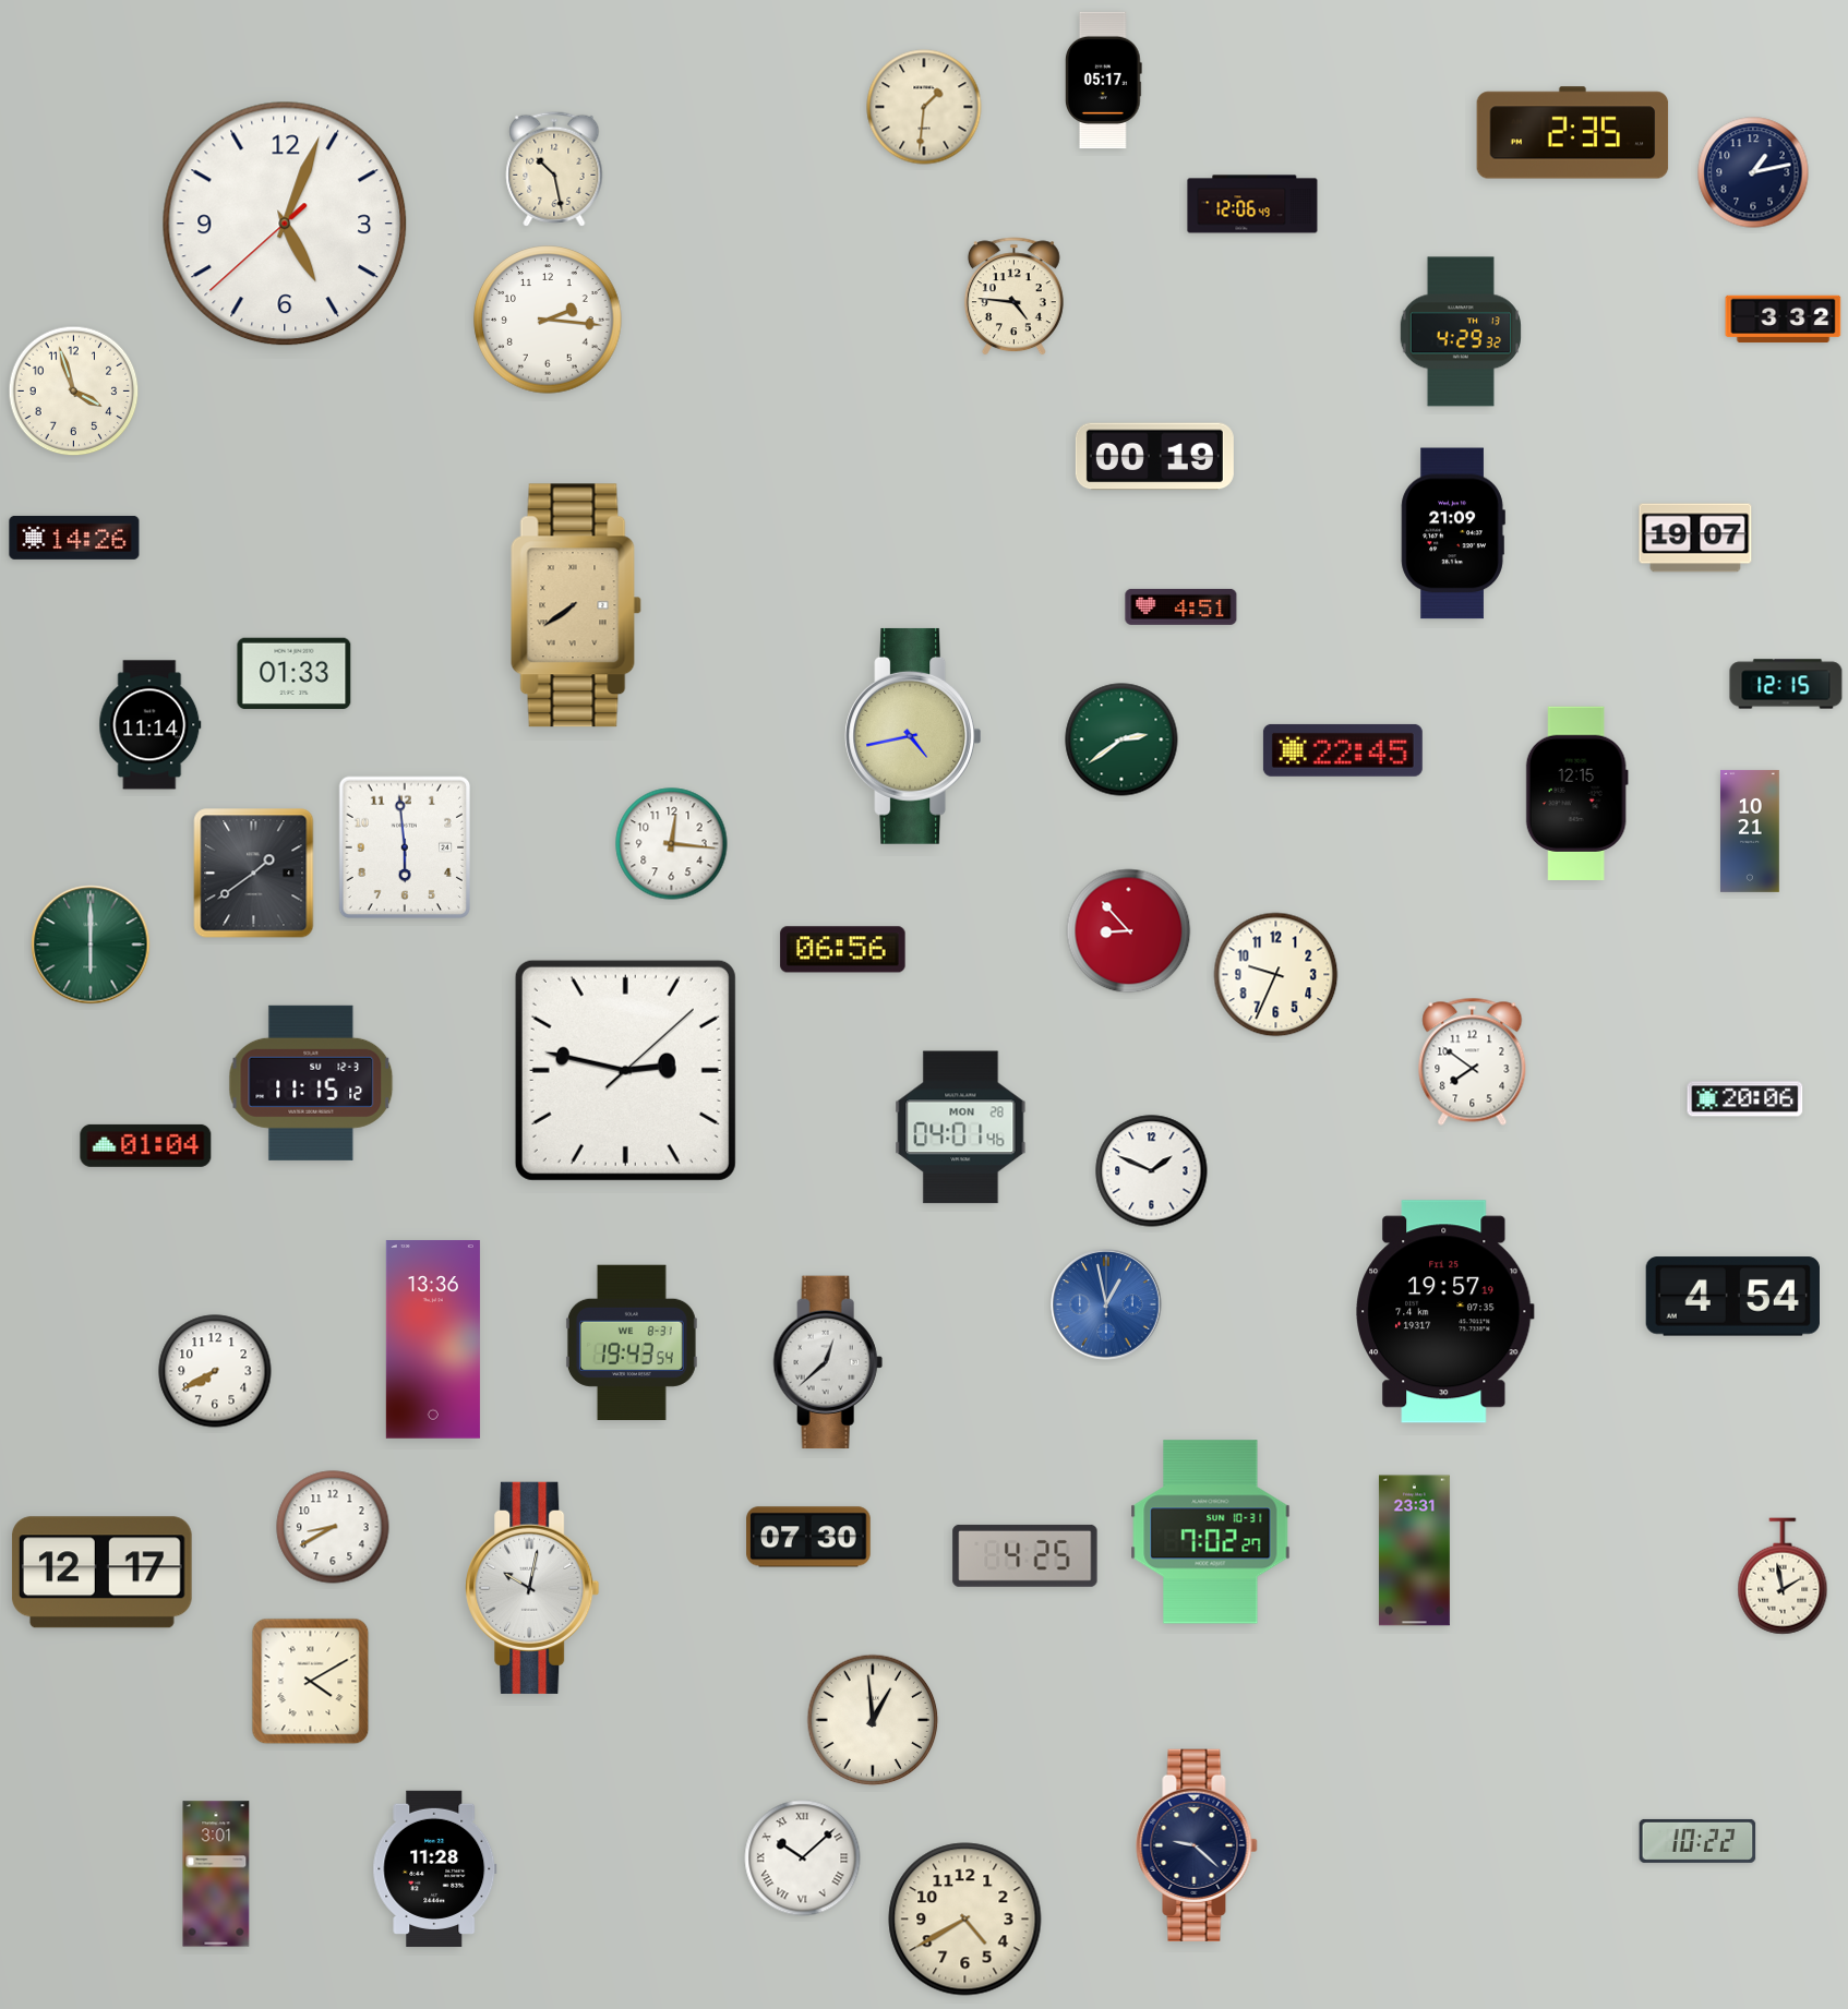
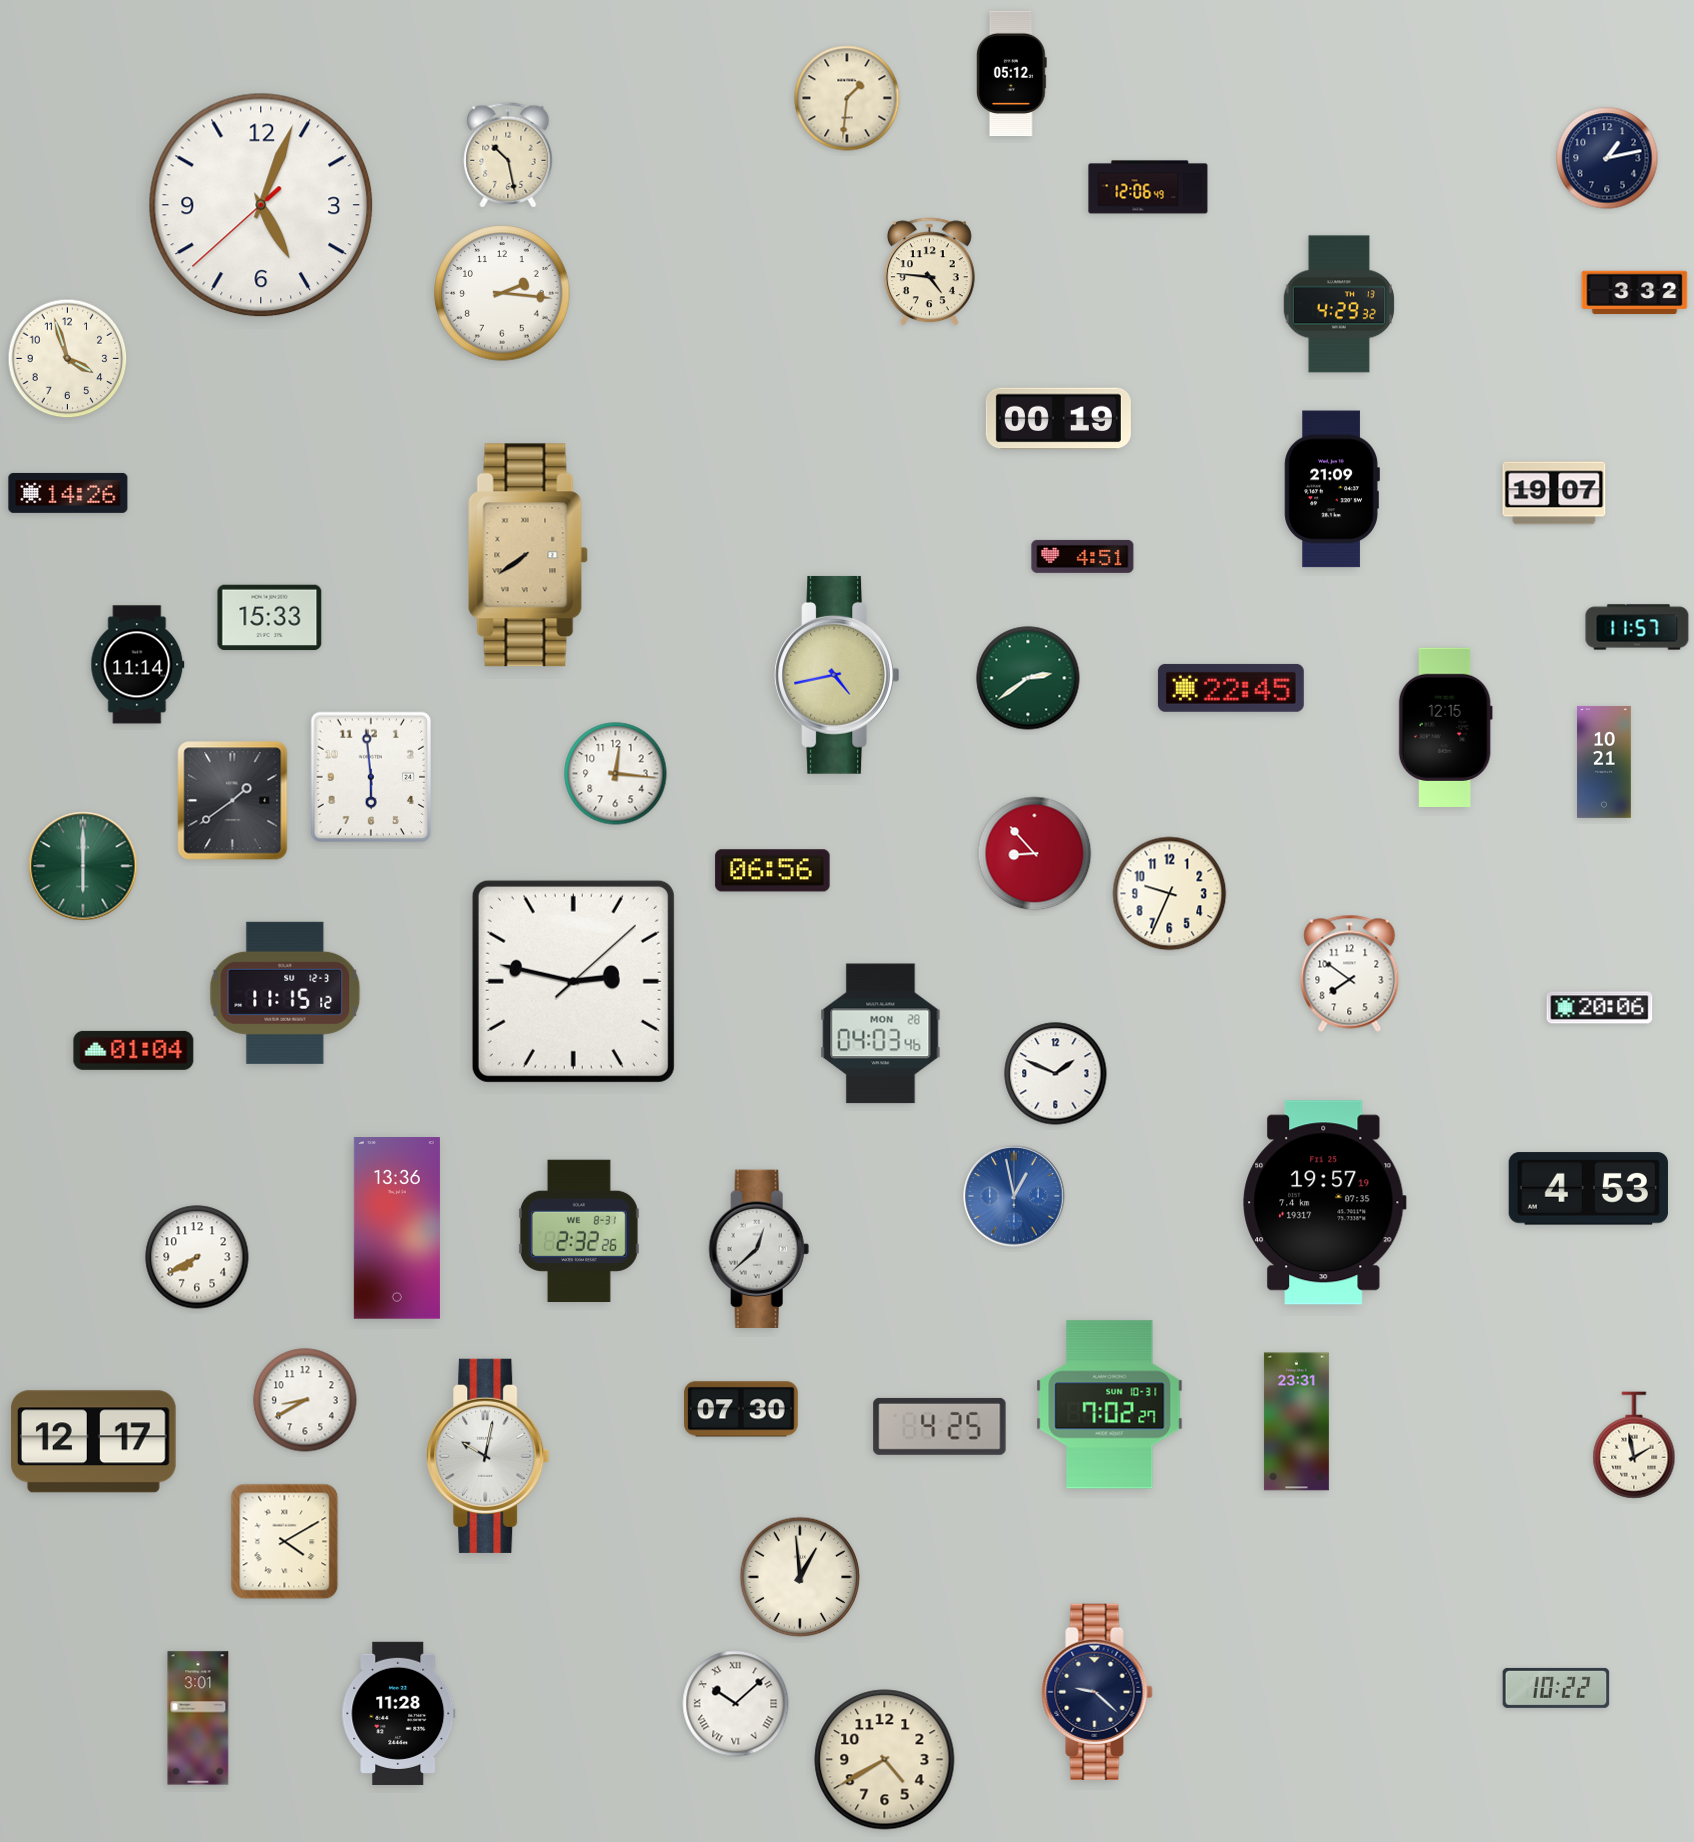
clock at (1104, 81): 05:17 -> 05:12
clock at (1573, 133): 2:35 -> none
clock at (295, 674): 01:33 -> 15:33
clock at (1786, 684): 12:15 -> 11:57
clock at (961, 1128): 04:01 -> 04:03
clock at (1732, 1297): 4:54 -> 4:53
clock at (632, 1342): 19:43 -> 2:32
